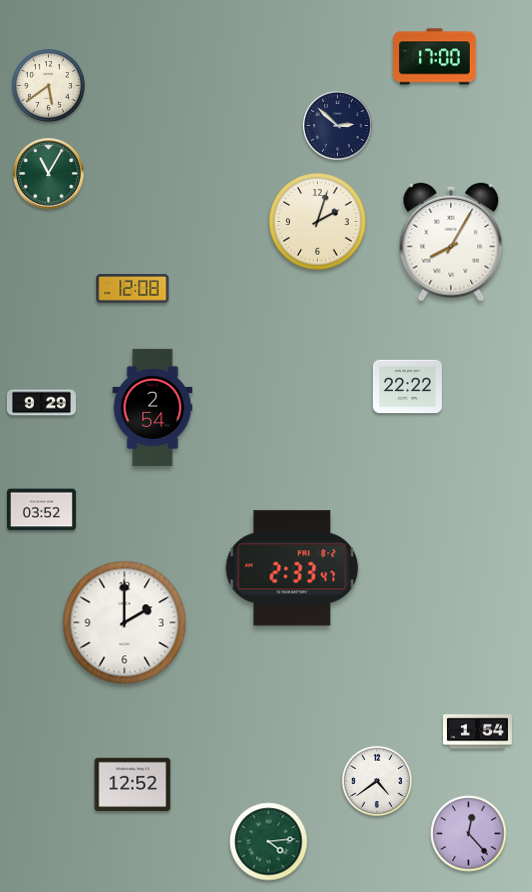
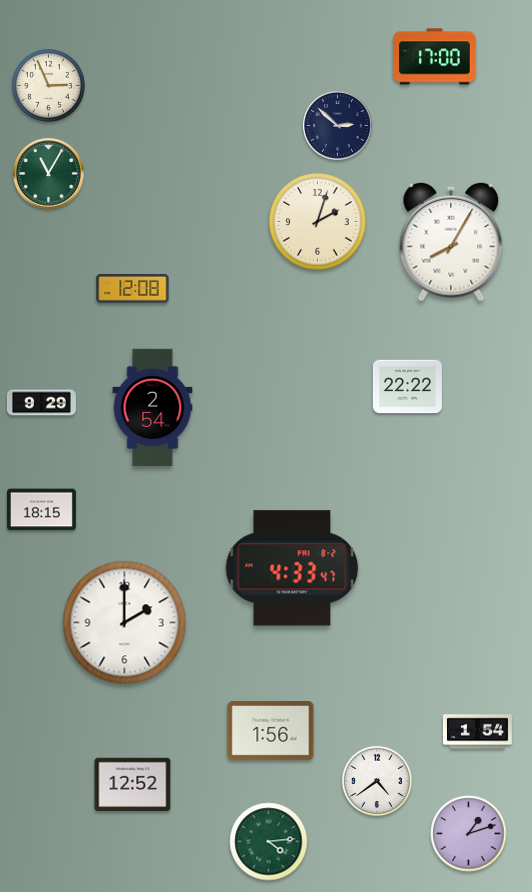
clock at (48, 85): 5:39 -> 2:56
clock at (41, 510): 03:52 -> 18:15
clock at (292, 568): 2:33 -> 4:33
clock at (271, 731): none -> 1:56
clock at (469, 834): 12:23 -> 1:12
